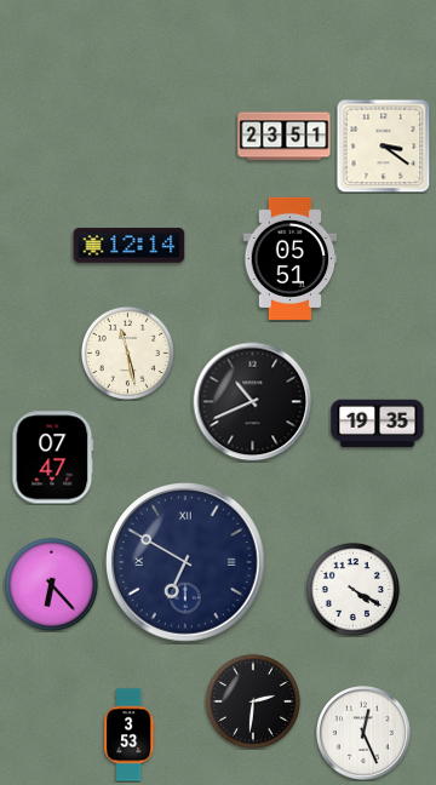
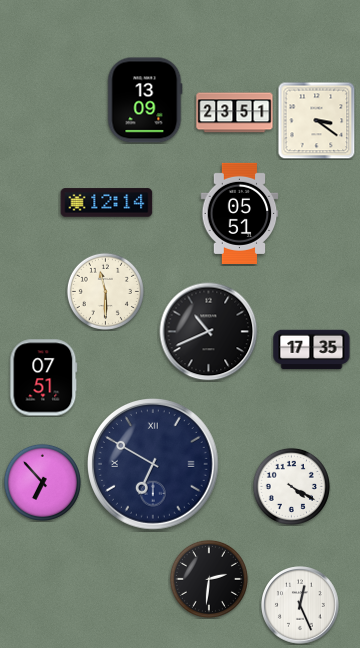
clock at (145, 100): none -> 13:09
clock at (127, 353): 11:28 -> 11:30
clock at (378, 424): 19:35 -> 17:35
clock at (53, 458): 07:47 -> 07:51
clock at (51, 584): 6:23 -> 6:53
clock at (130, 735): 3:53 -> none
